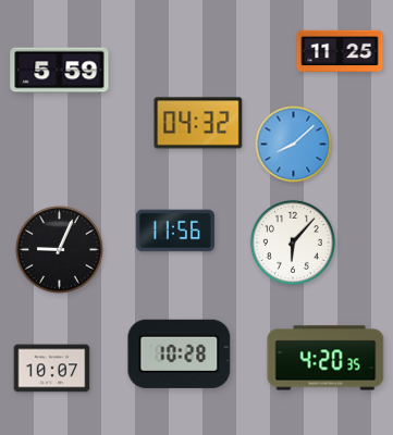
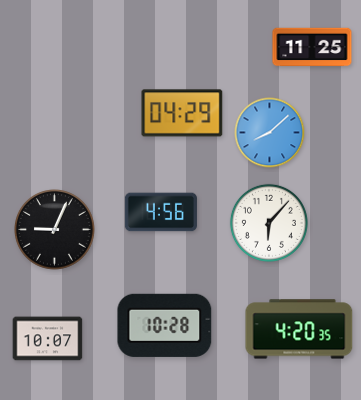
clock at (60, 71): 5:59 -> none
clock at (198, 123): 04:32 -> 04:29
clock at (175, 231): 11:56 -> 4:56
